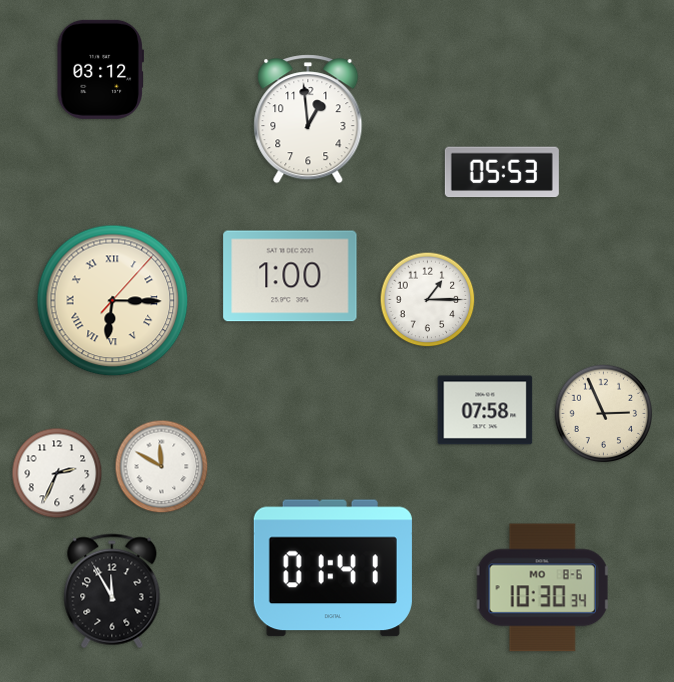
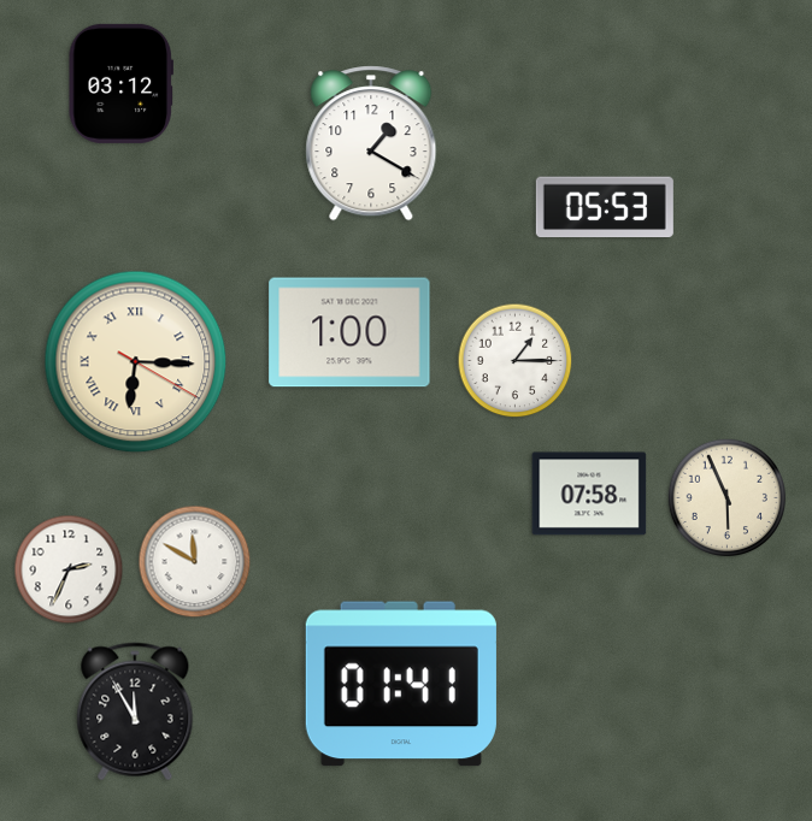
clock at (308, 119): 12:59 -> 1:20
clock at (113, 301): 6:15:07 -> 6:15:20
clock at (485, 410) position: (485, 410) -> (589, 494)
clock at (604, 414): 2:56 -> 5:56
clock at (542, 588): 10:30 -> none
